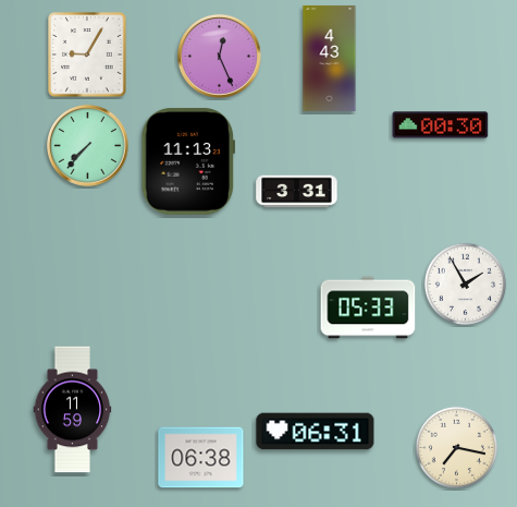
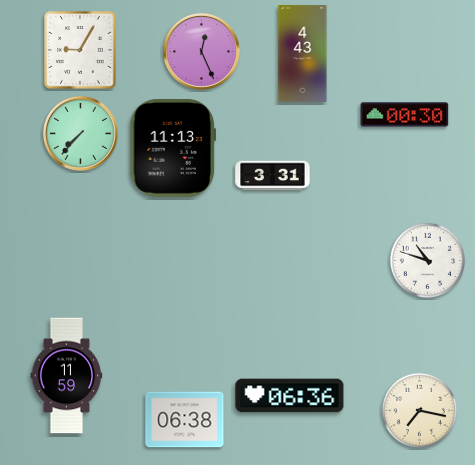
clock at (465, 283): 1:55 -> 10:48
clock at (368, 307): 05:33 -> none
clock at (316, 432): 06:31 -> 06:36
